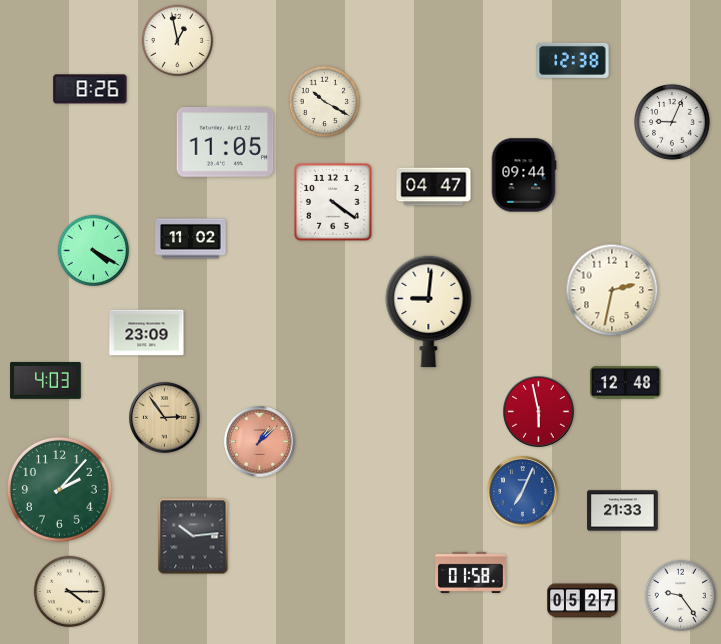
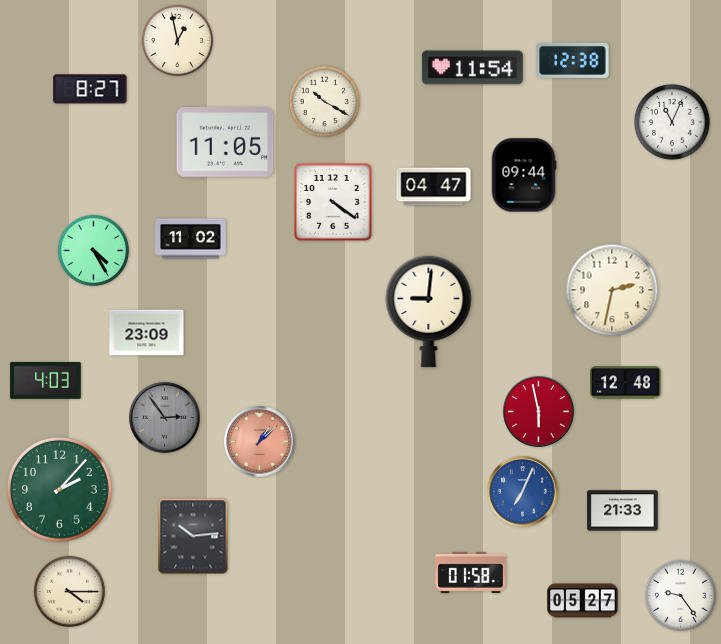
clock at (473, 68): none -> 11:54
clock at (90, 89): 8:26 -> 8:27
clock at (673, 123): 9:04 -> 11:04
clock at (93, 250): 4:20 -> 4:25
clock at (165, 418) dial: champagne -> grey
